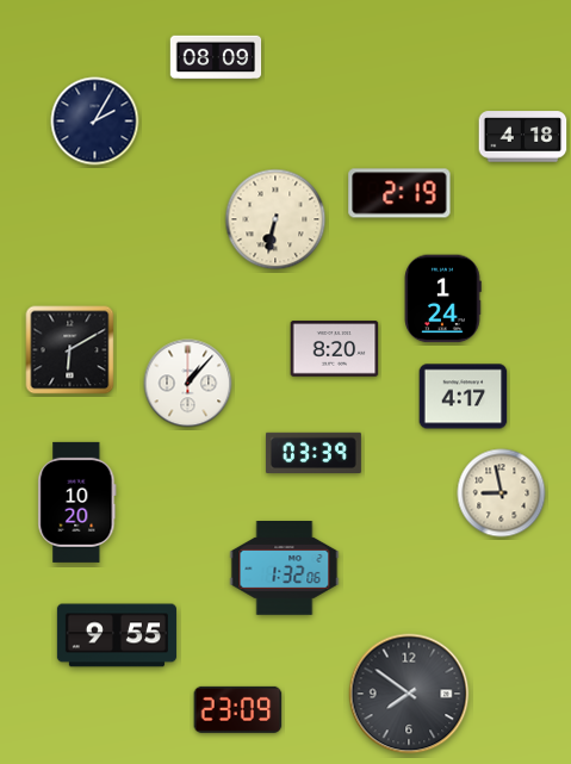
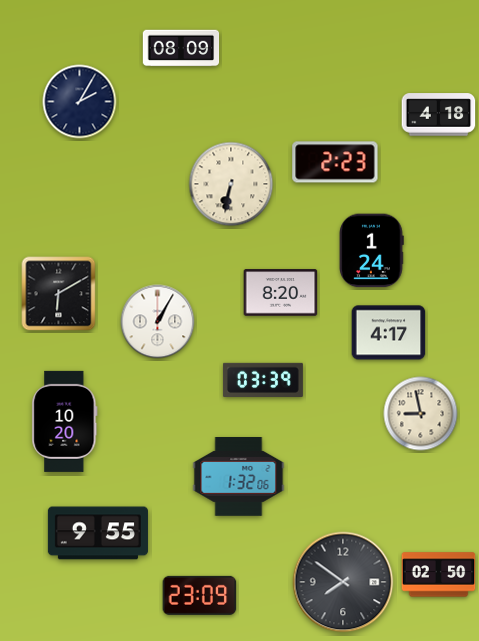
clock at (399, 193): 2:19 -> 2:23
clock at (188, 384): 1:07 -> 1:05
clock at (439, 575): none -> 02:50
